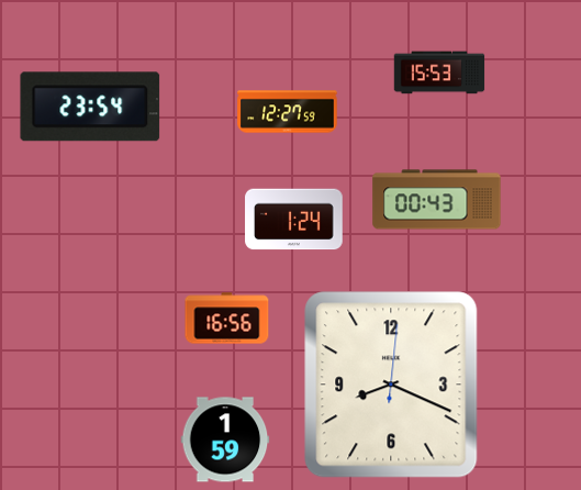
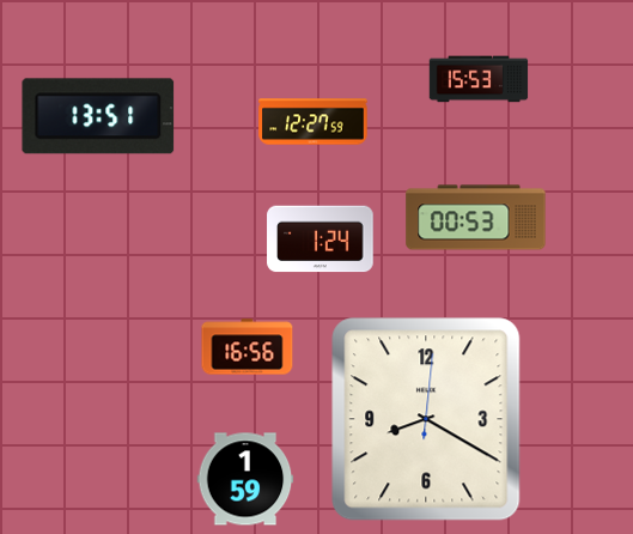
clock at (90, 107): 23:54 -> 13:51
clock at (437, 200): 00:43 -> 00:53
clock at (391, 385): 8:19 -> 8:20
